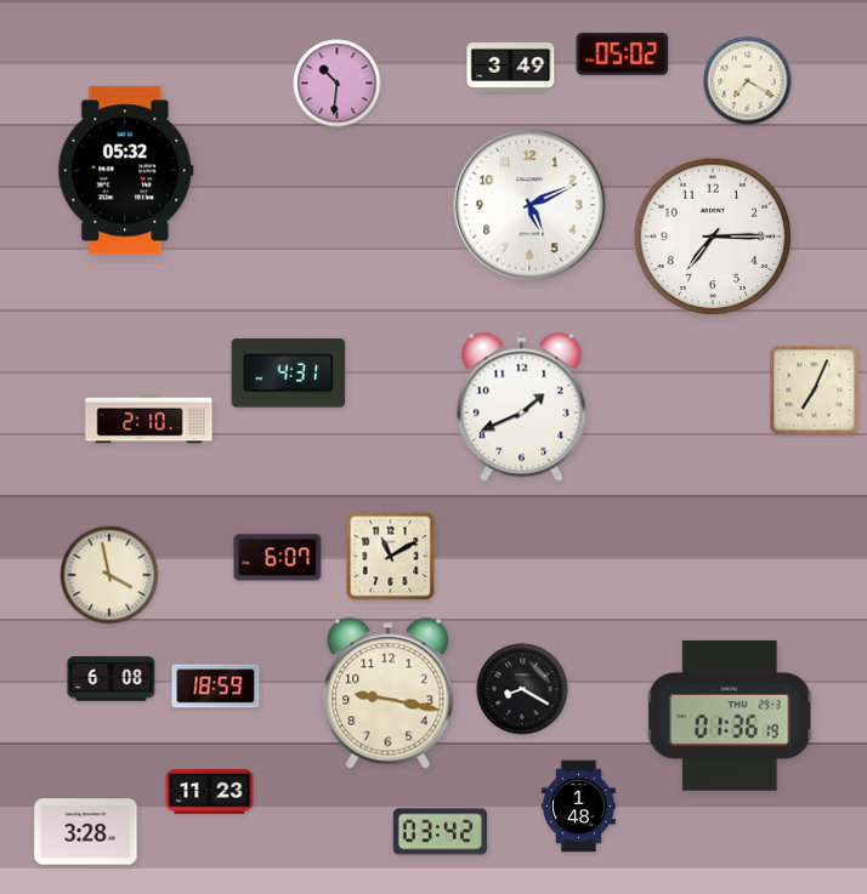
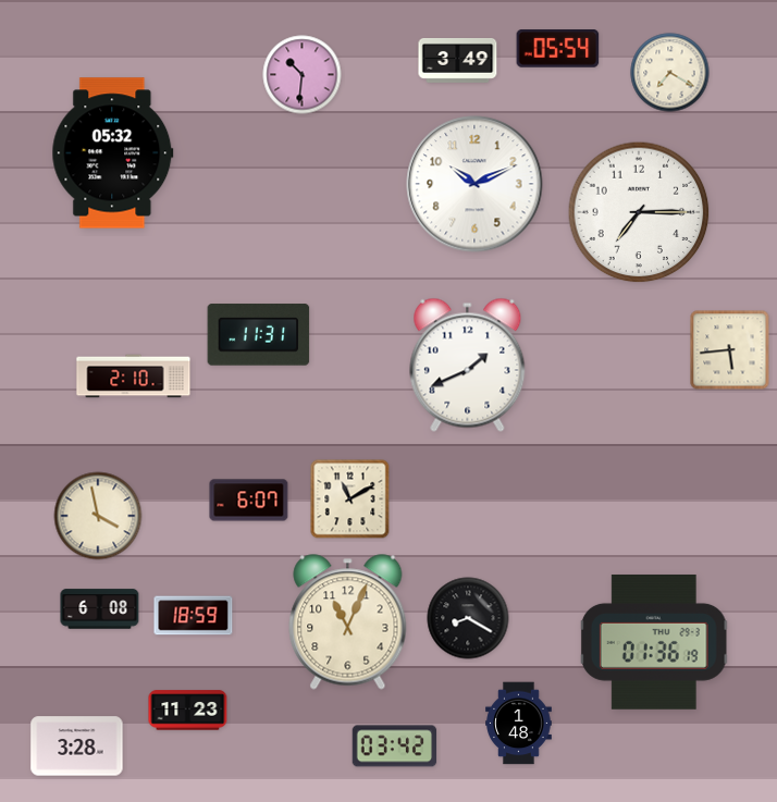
clock at (623, 55): 05:02 -> 05:54
clock at (529, 205): 5:11 -> 10:11
clock at (289, 374): 4:31 -> 11:31
clock at (815, 391): 7:04 -> 5:44
clock at (389, 694): 9:17 -> 11:04
